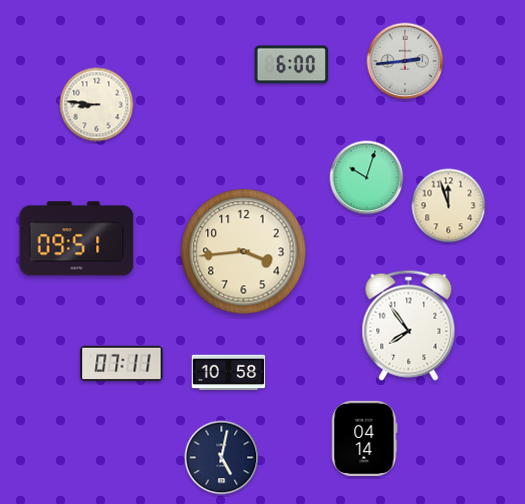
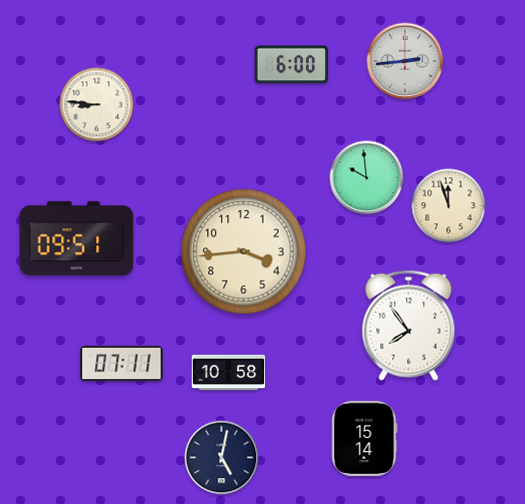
clock at (367, 178): 10:03 -> 9:59
clock at (365, 438): 04:14 -> 15:14
